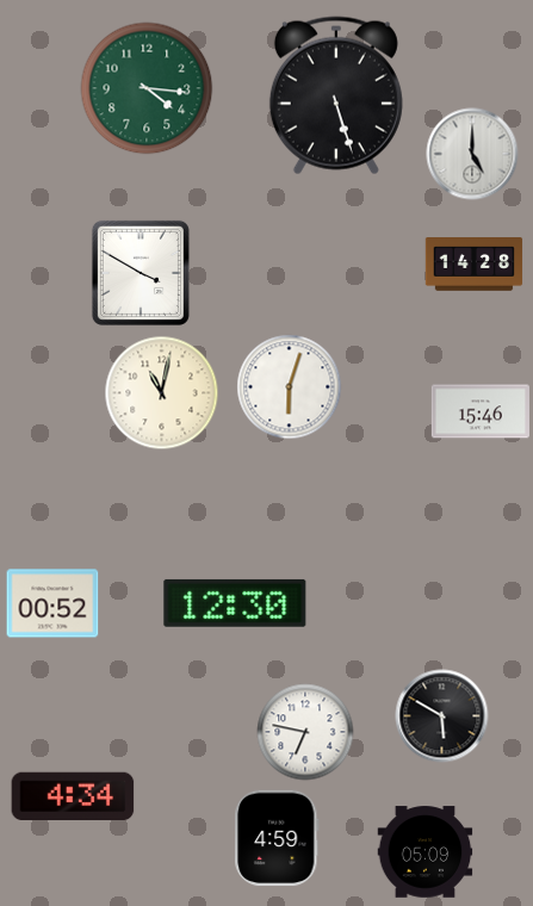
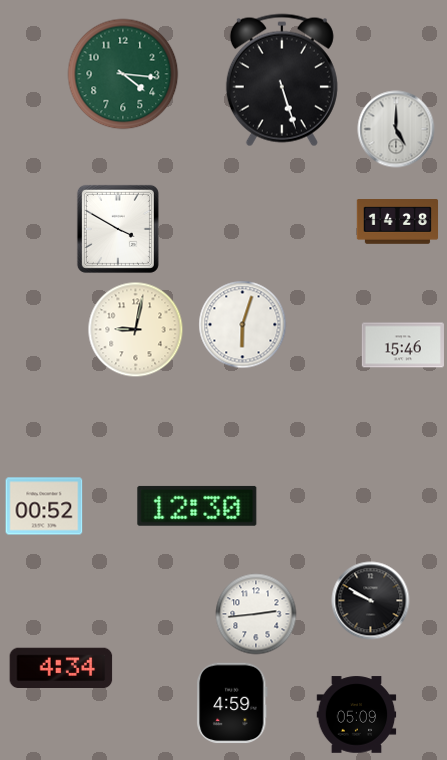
clock at (162, 393): 11:02 -> 9:02
clock at (442, 716): 5:50 -> 9:50
clock at (305, 732): 6:47 -> 2:44
